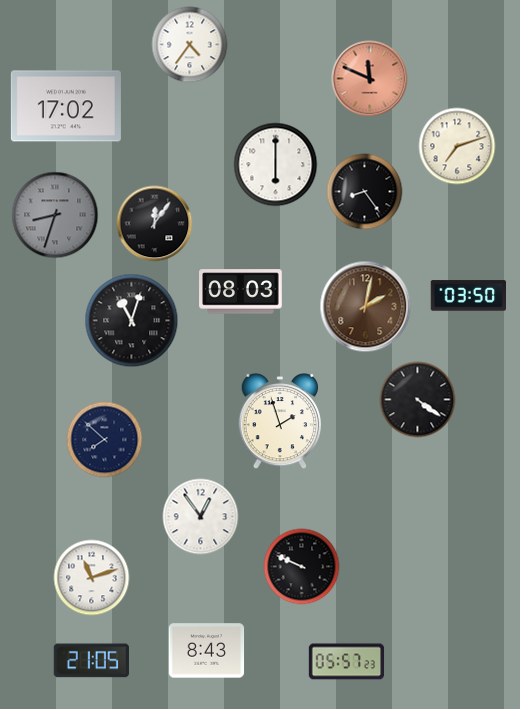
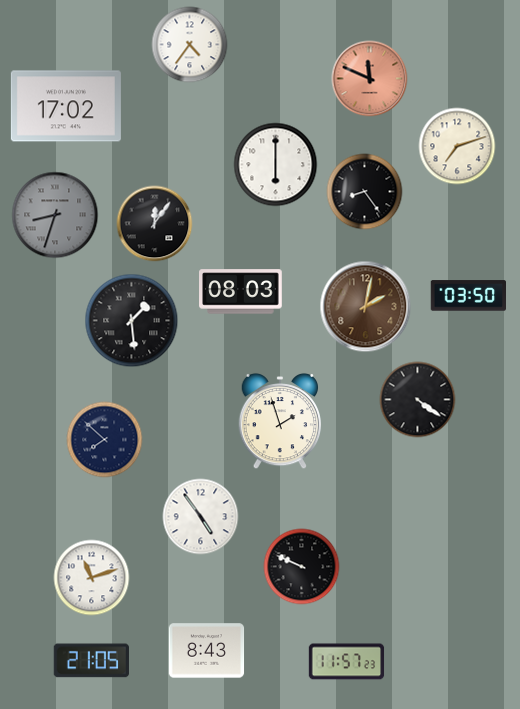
clock at (132, 321): 11:03 -> 1:29
clock at (201, 517): 12:54 -> 4:54
clock at (347, 662): 05:57 -> 11:57
